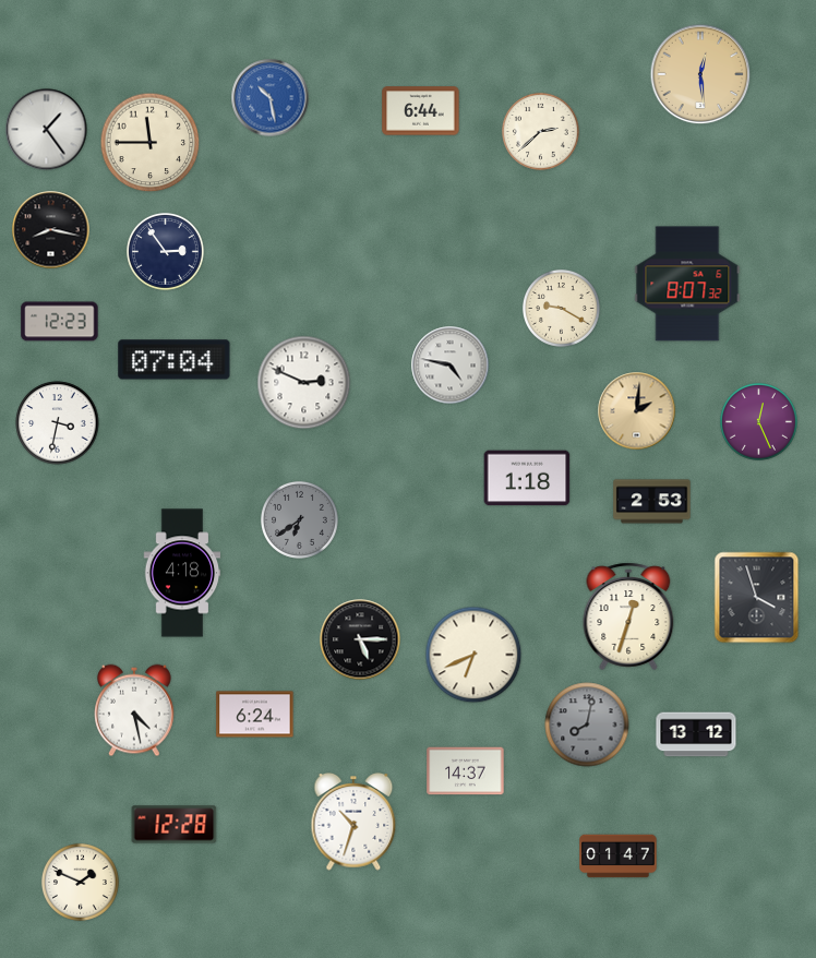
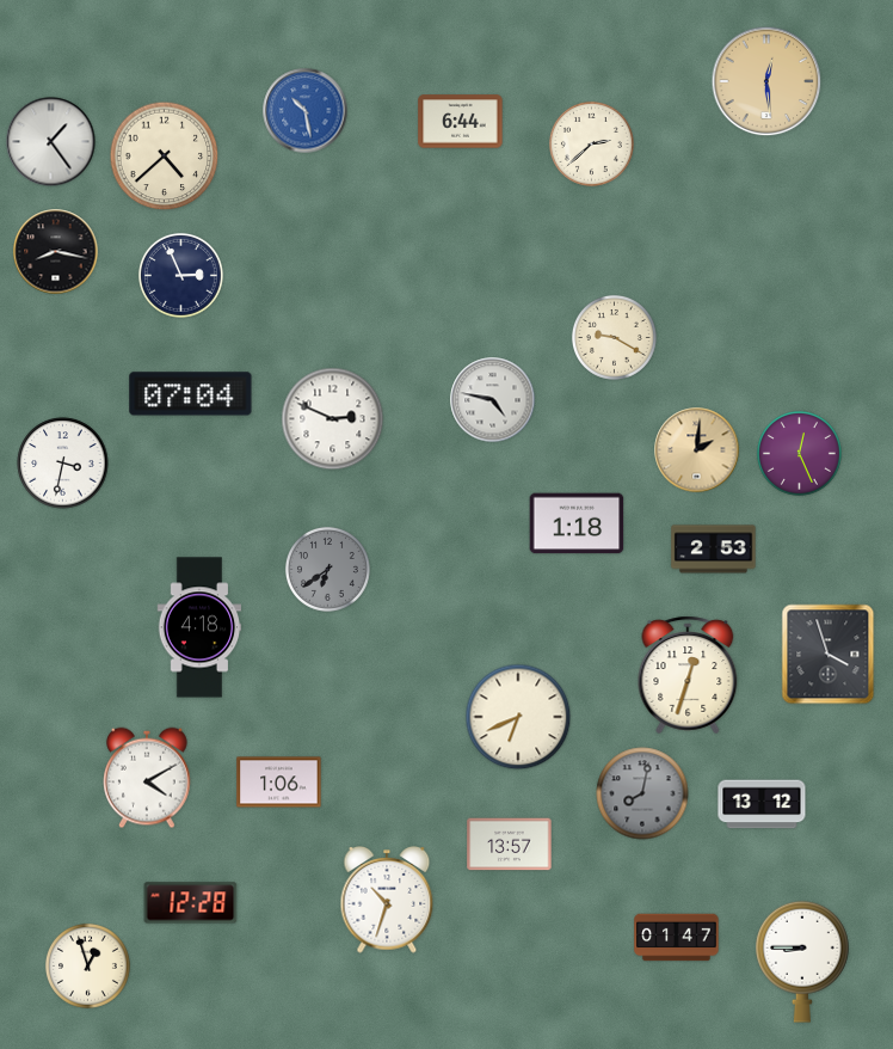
clock at (271, 98) position: (271, 98) -> (306, 111)
clock at (151, 143): 11:45 -> 4:38
clock at (165, 251): 2:54 -> 2:56
clock at (687, 284): 8:07 -> none
clock at (60, 322): 12:23 -> none
clock at (758, 421) position: (758, 421) -> (799, 453)
clock at (360, 639): 5:15 -> none
clock at (134, 710): 4:28 -> 4:10
clock at (255, 715): 6:24 -> 1:06
clock at (466, 771): 14:37 -> 13:57
clock at (802, 962): none -> 8:45
clock at (80, 882): 1:49 -> 12:57
